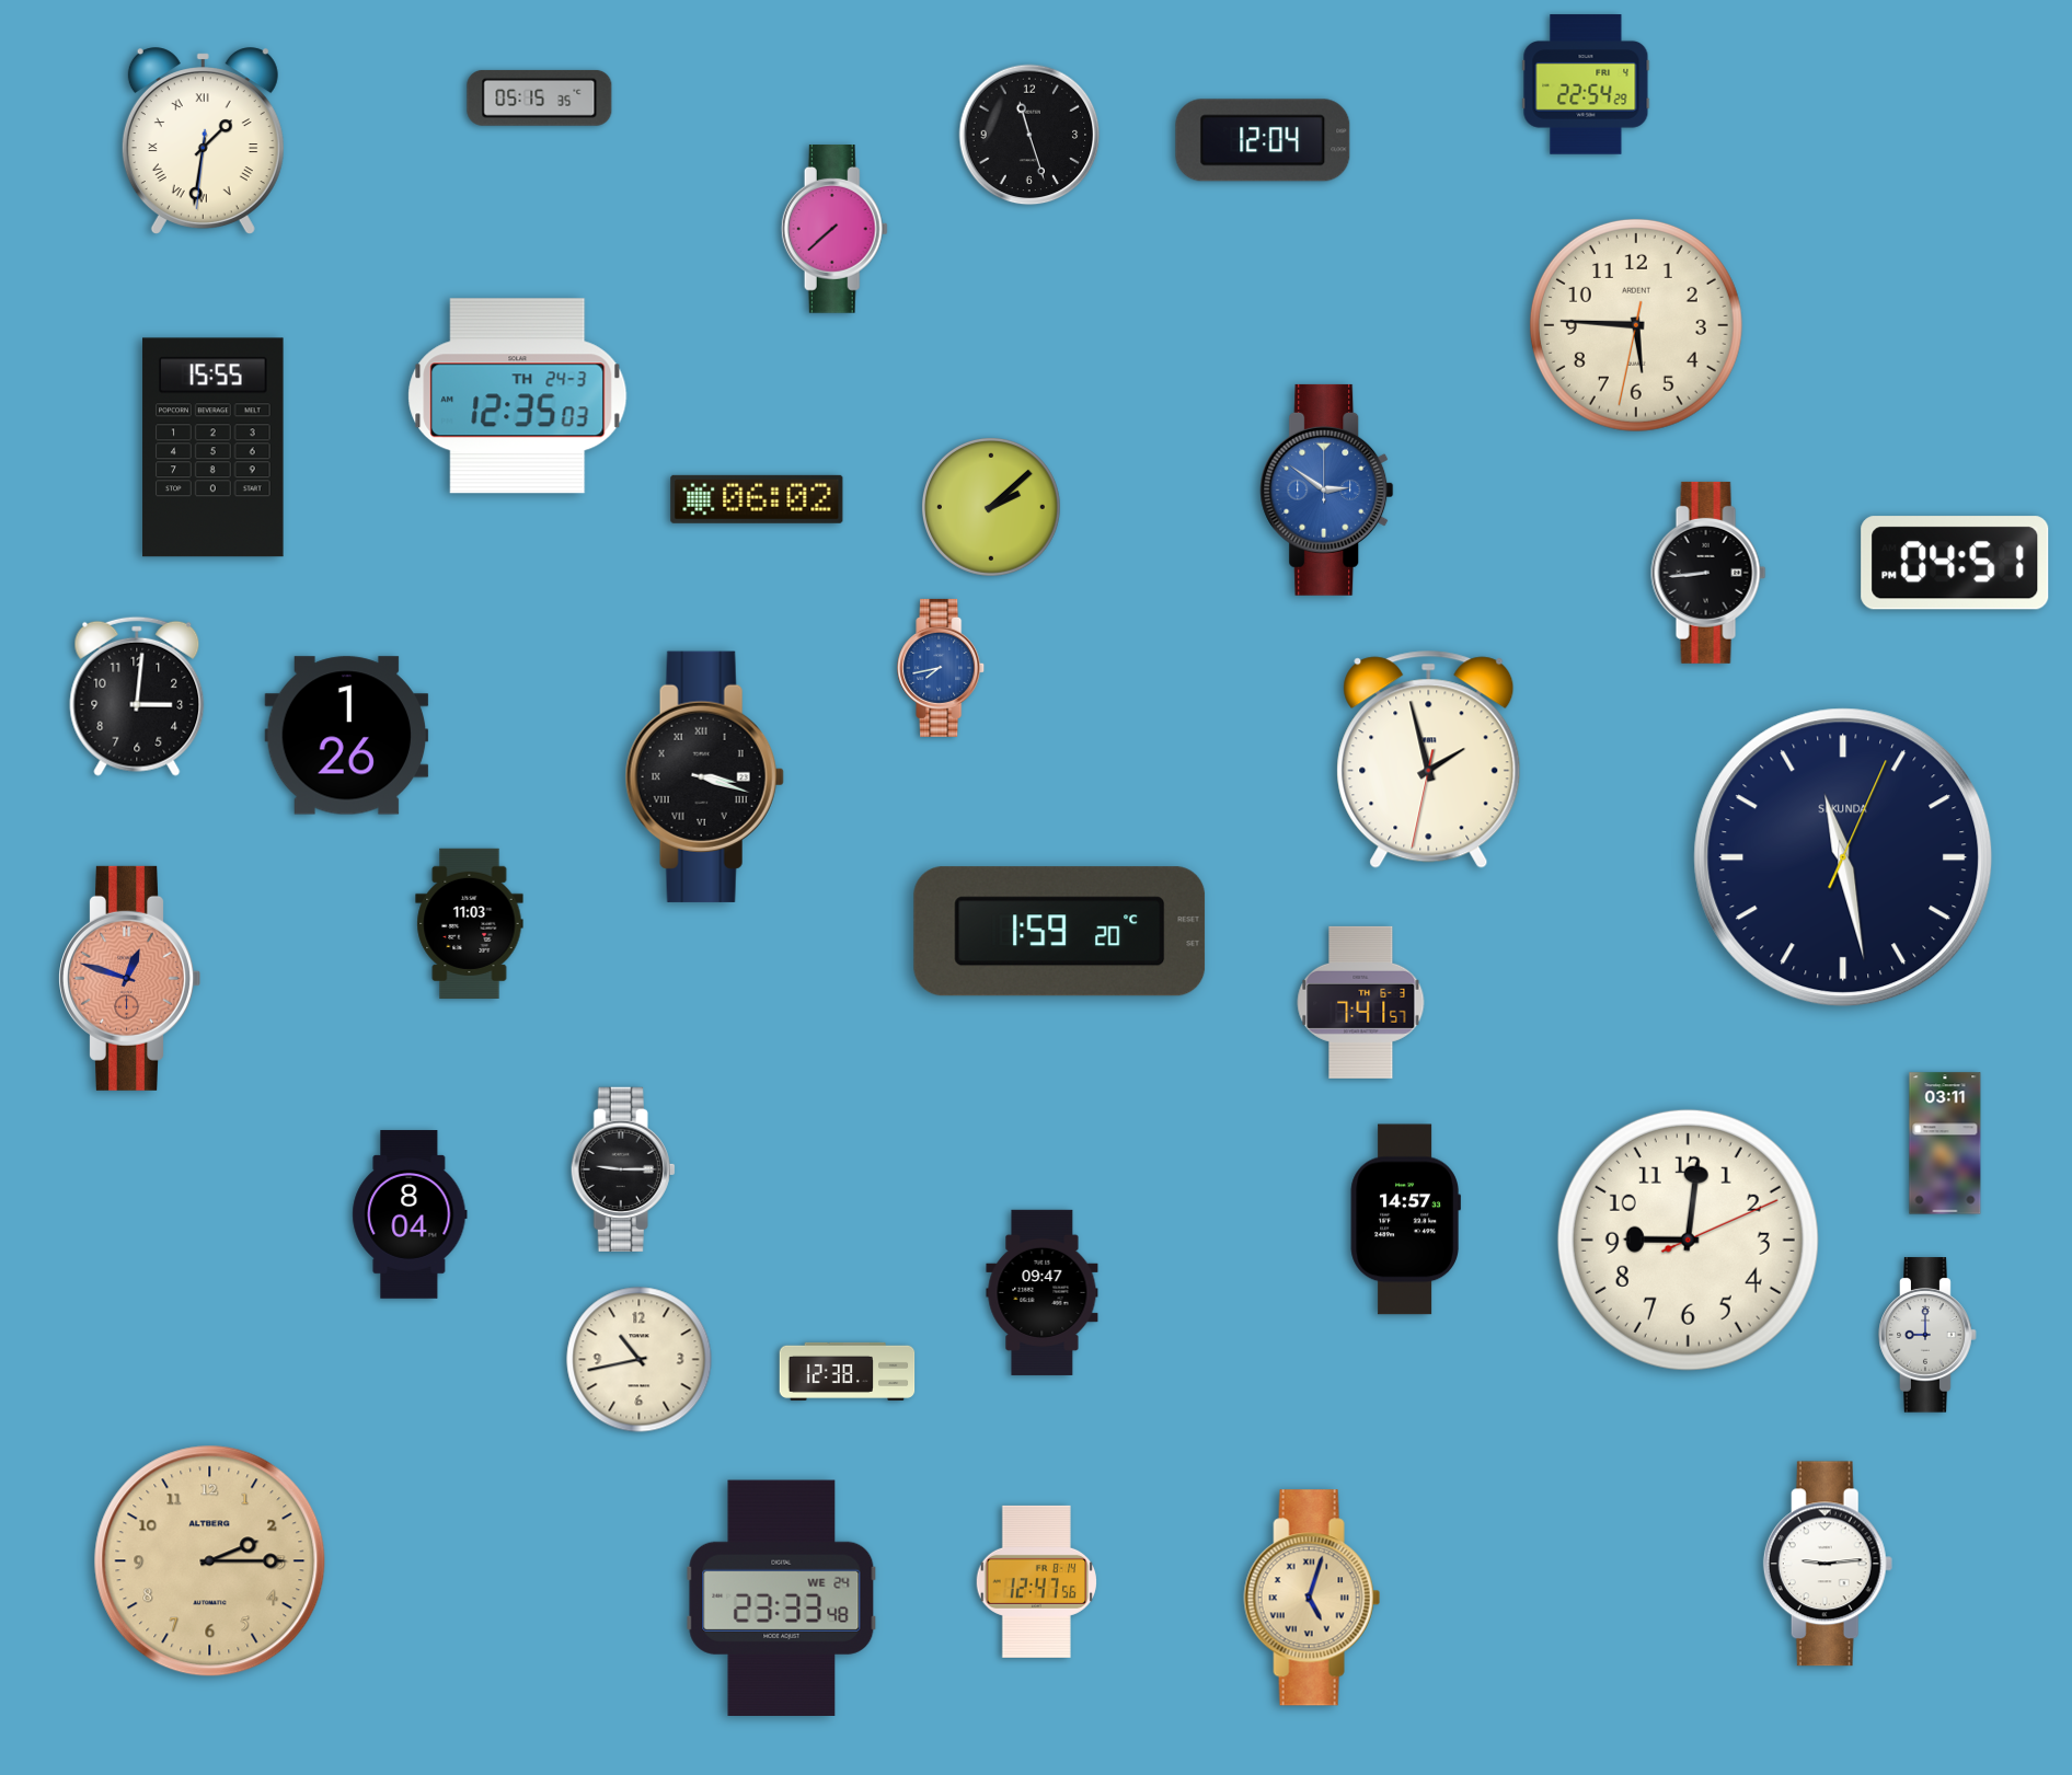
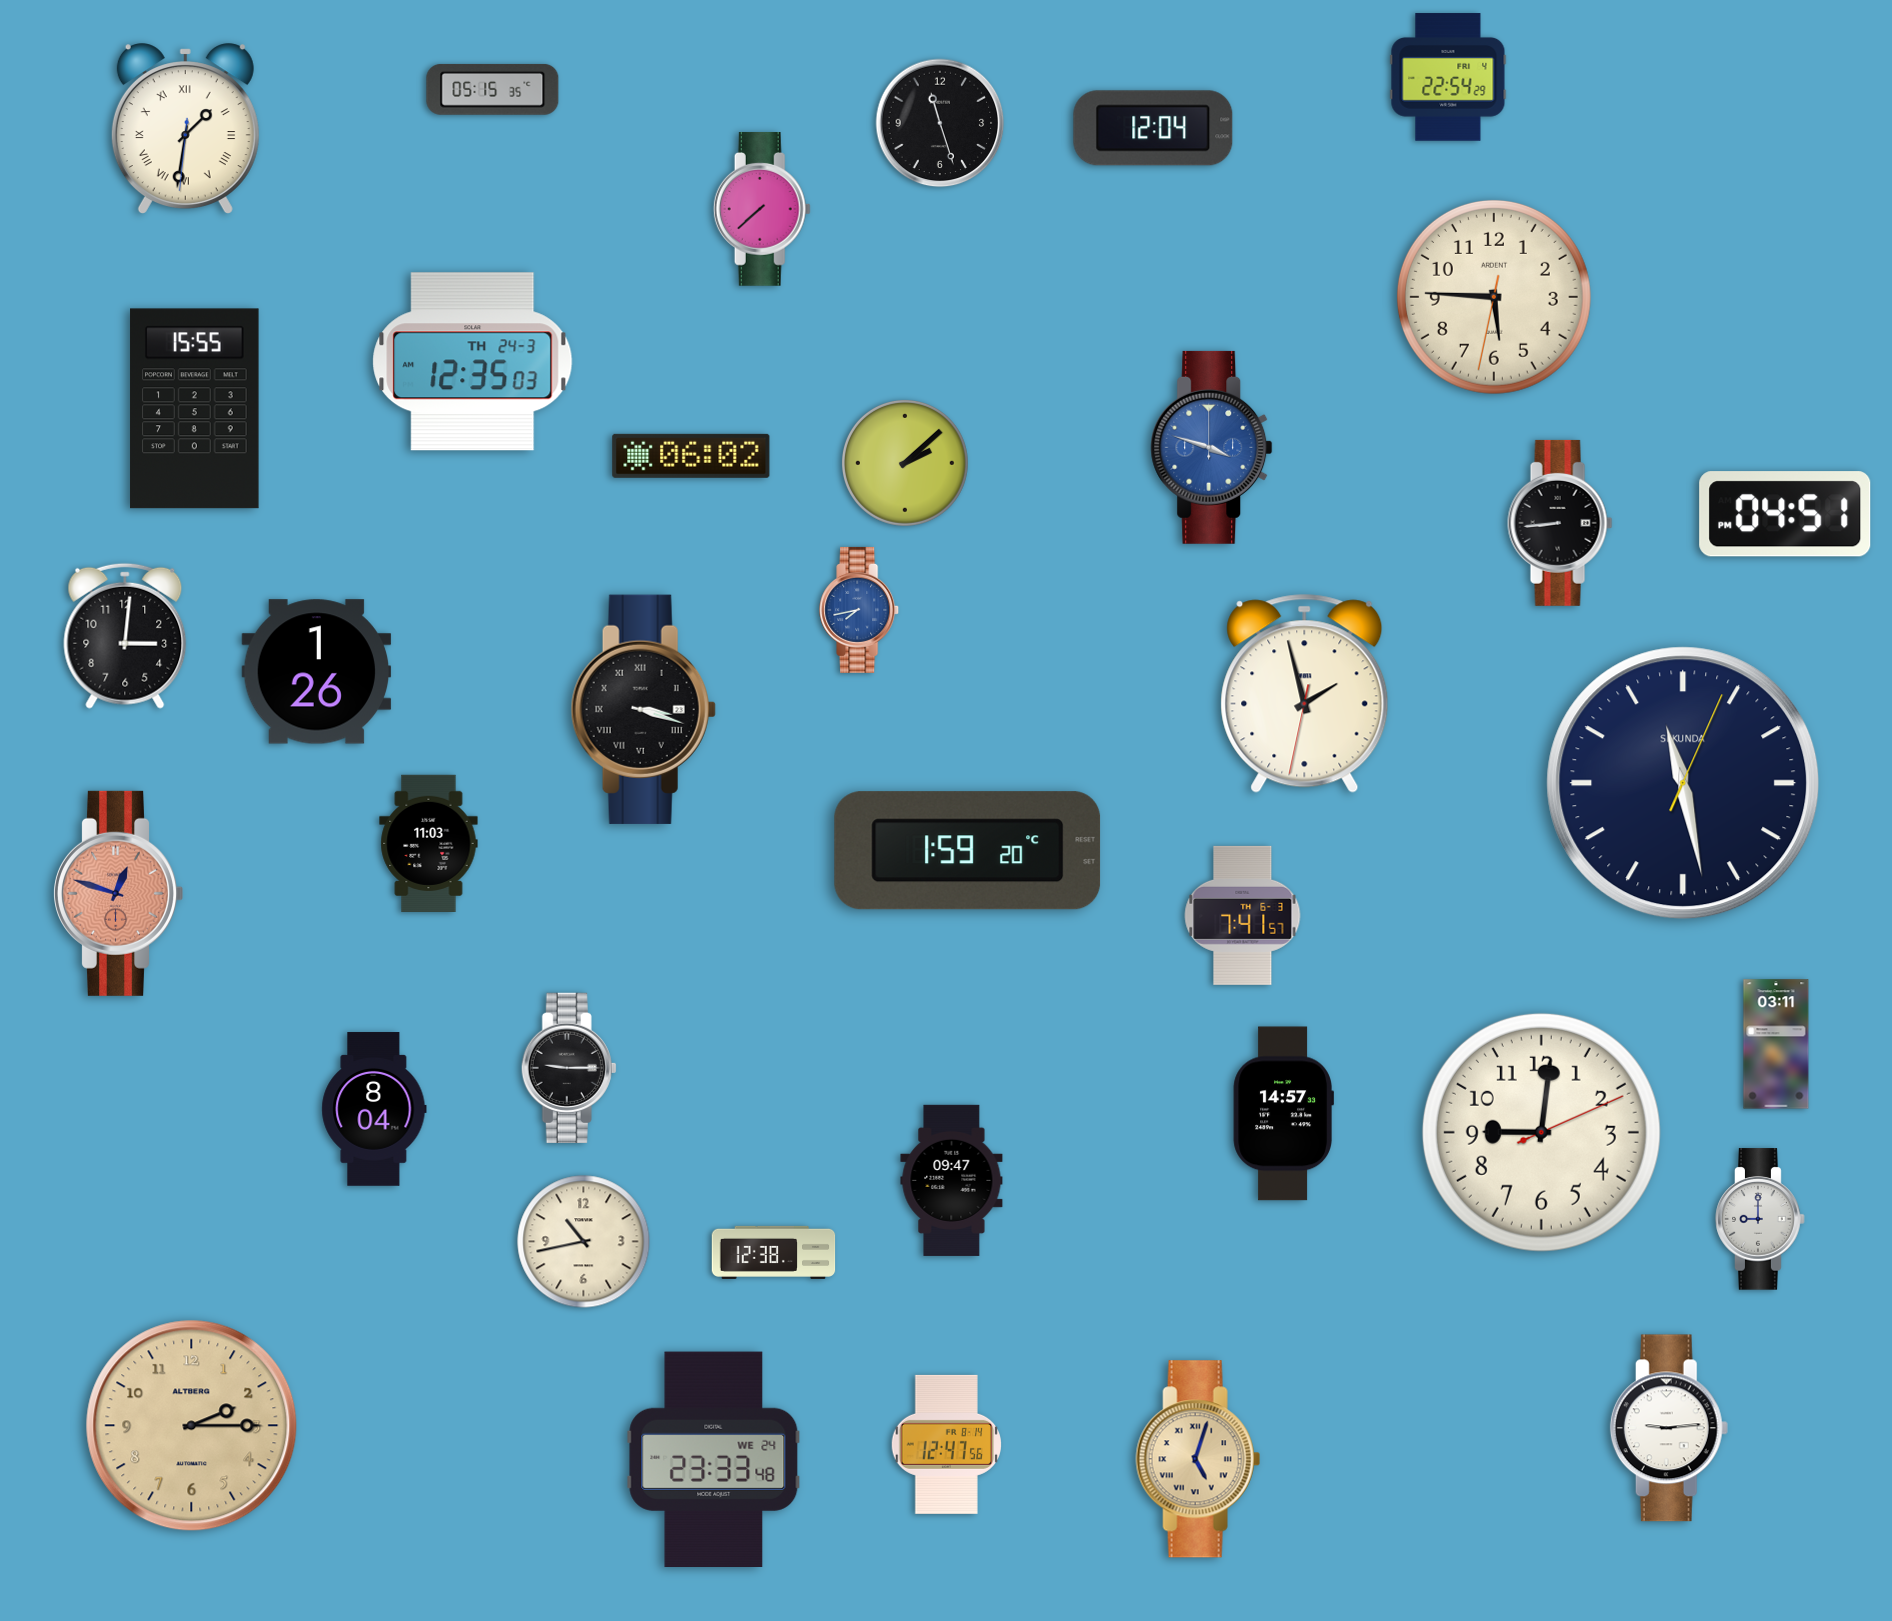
clock at (1327, 489): 2:51 -> 3:48
